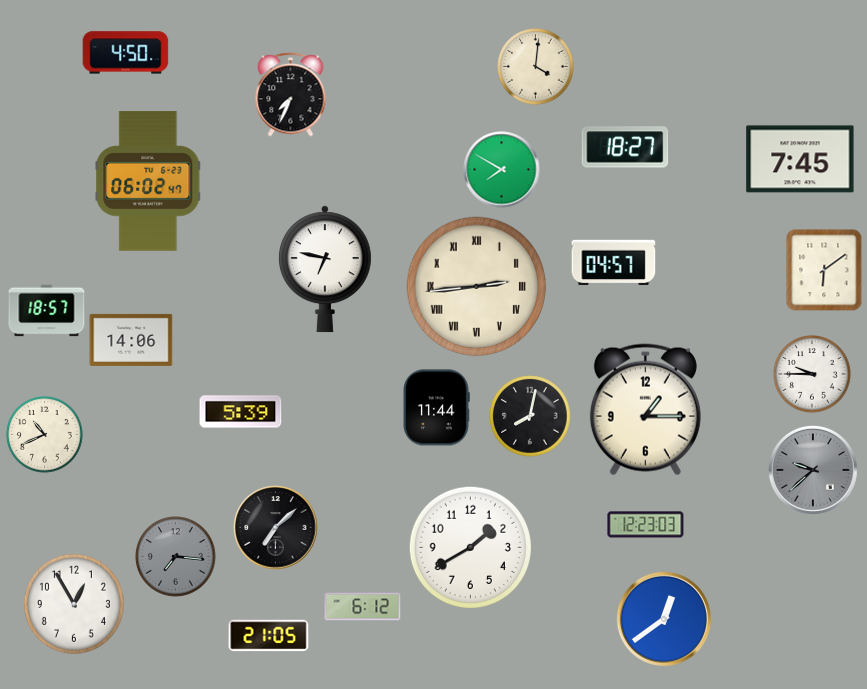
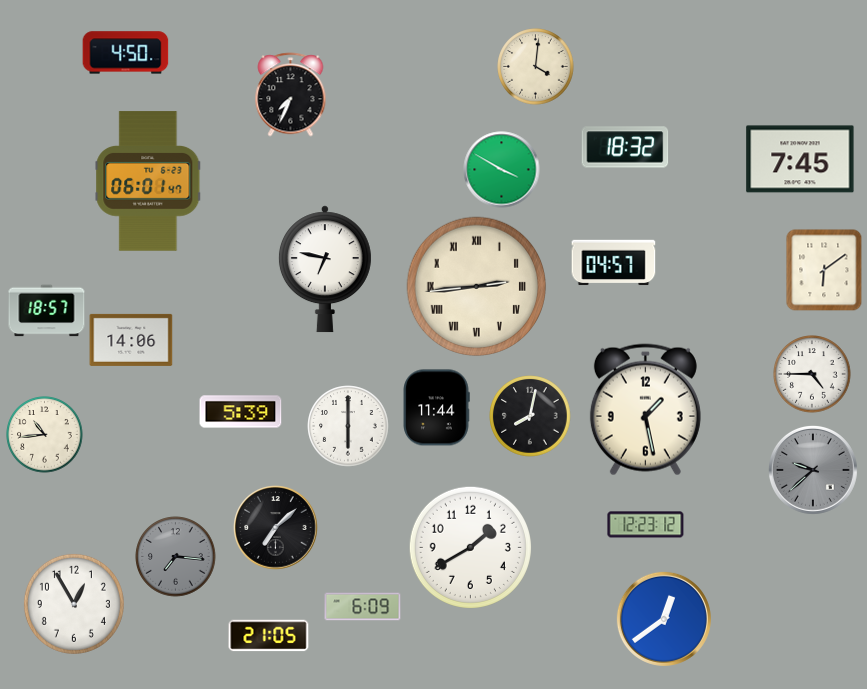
clock at (625, 147): 18:27 -> 18:32
clock at (502, 170): 7:50 -> 3:50
clock at (148, 181): 06:02 -> 06:01
clock at (812, 374): 9:45 -> 4:45
clock at (645, 410): 1:15 -> 1:28
clock at (348, 426): none -> 6:00
clock at (45, 435): 10:41 -> 10:44
clock at (646, 525): 12:23:03 -> 12:23:12
clock at (363, 607): 6:12 -> 6:09
